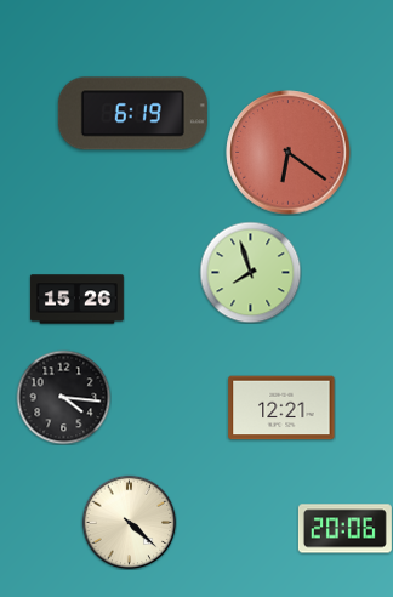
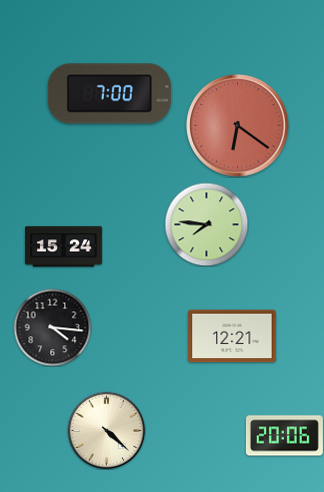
clock at (132, 114): 6:19 -> 7:00
clock at (250, 272): 7:57 -> 7:46
clock at (76, 300): 15:26 -> 15:24
